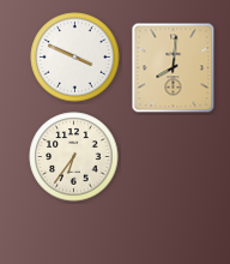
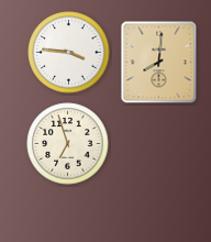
clock at (75, 58): 3:49 -> 3:46
clock at (74, 157): 6:36 -> 6:57
